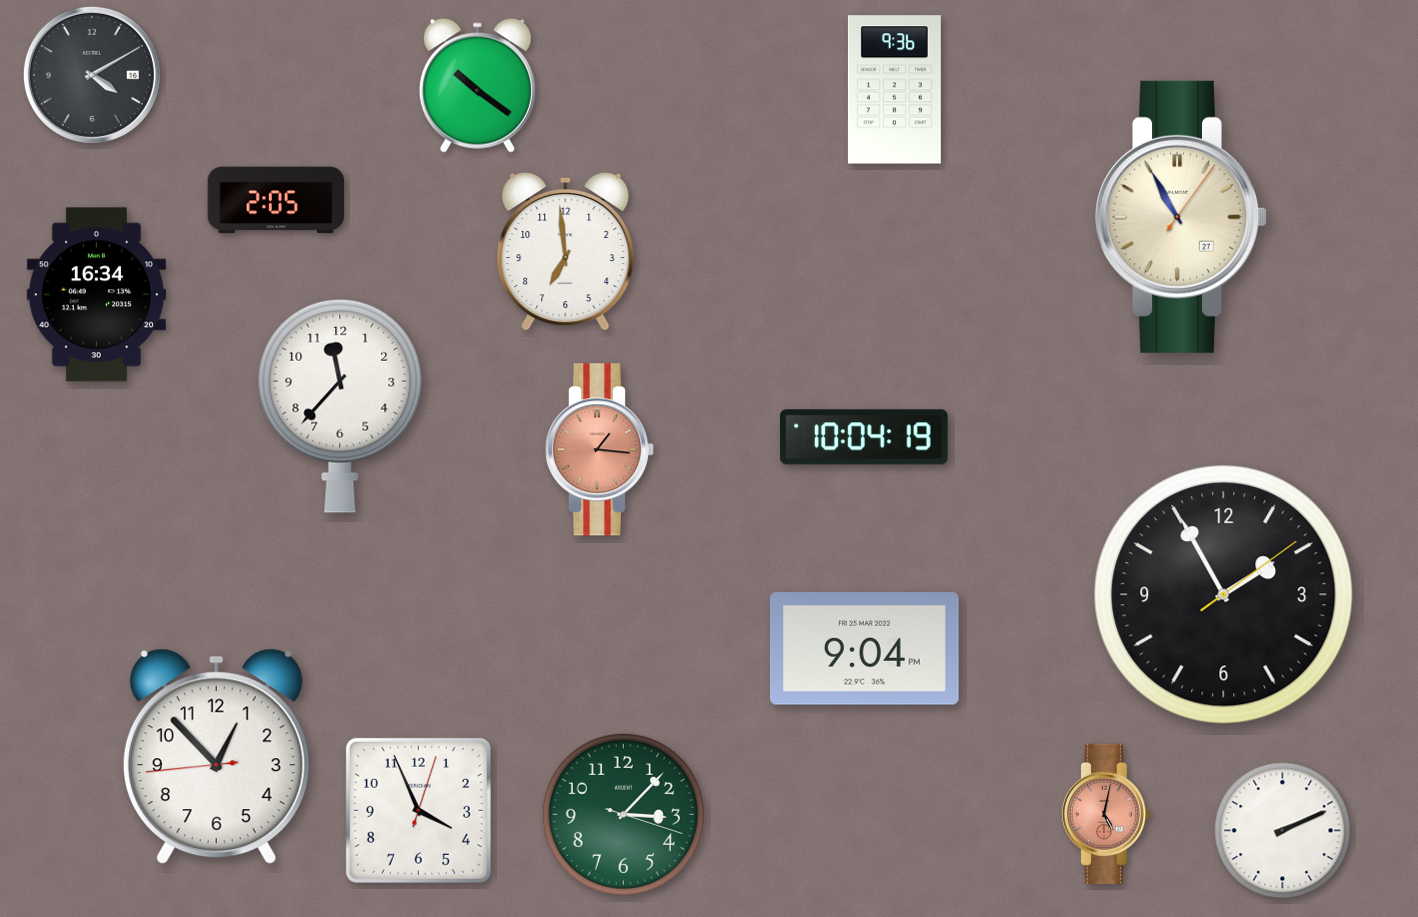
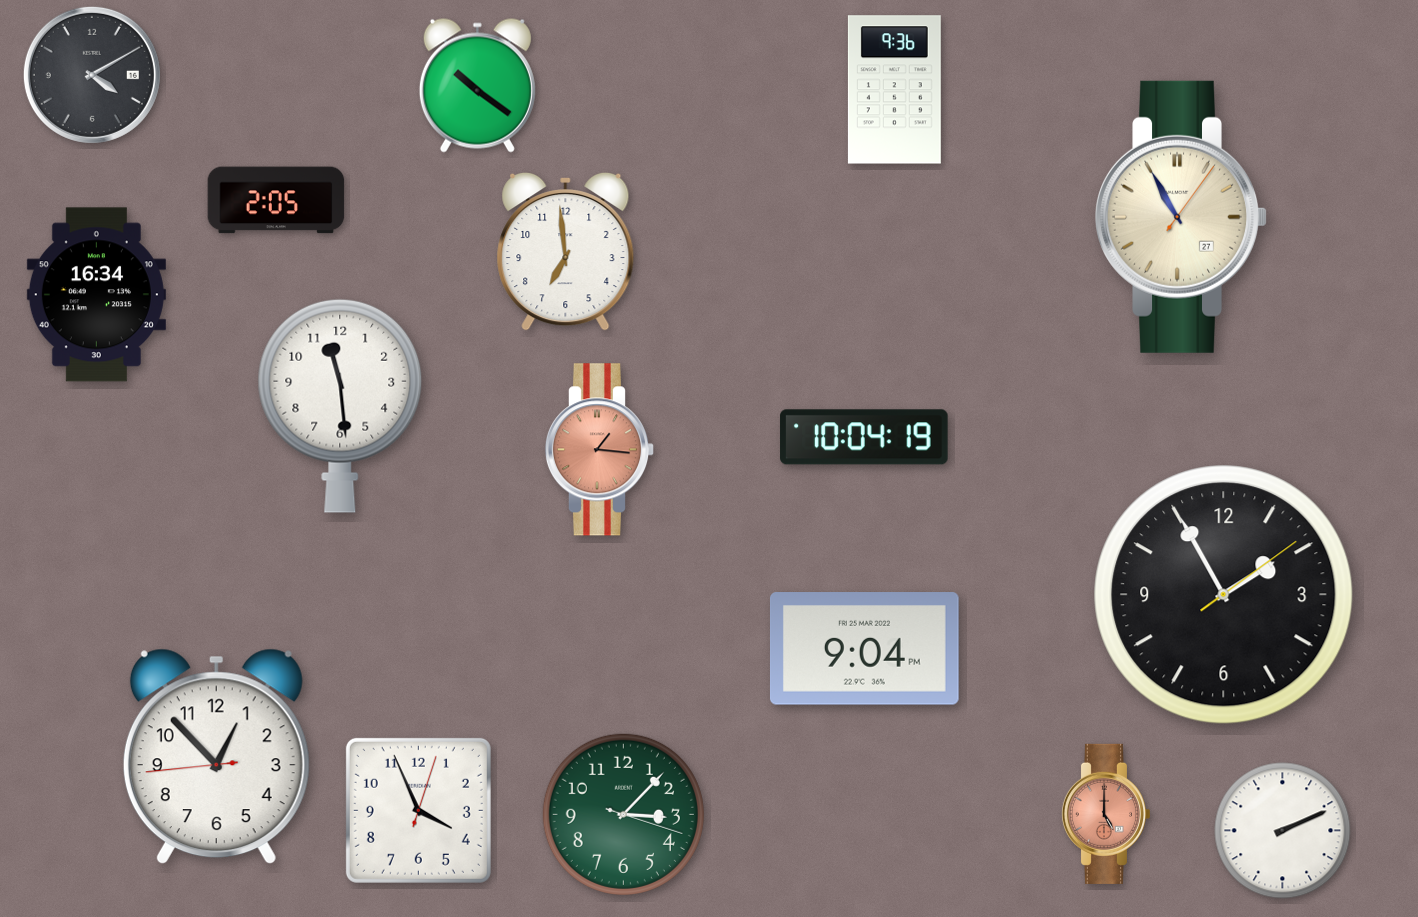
clock at (340, 406): 11:37 -> 11:29
clock at (1105, 814): 5:02 -> 5:00
